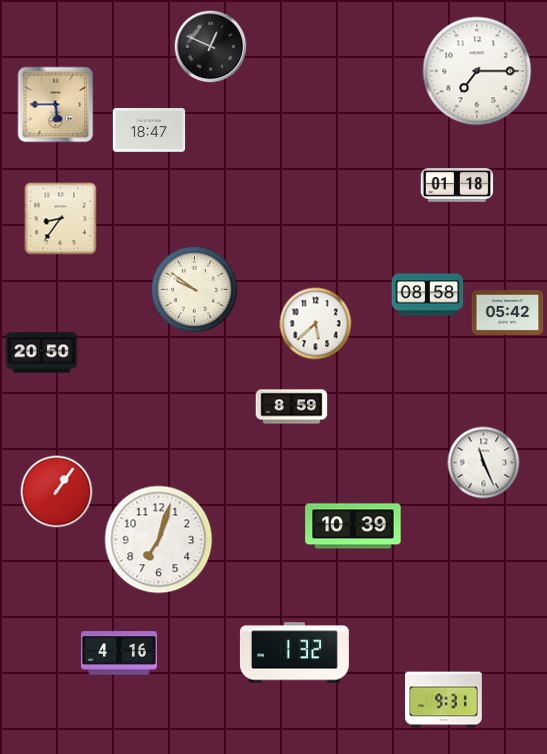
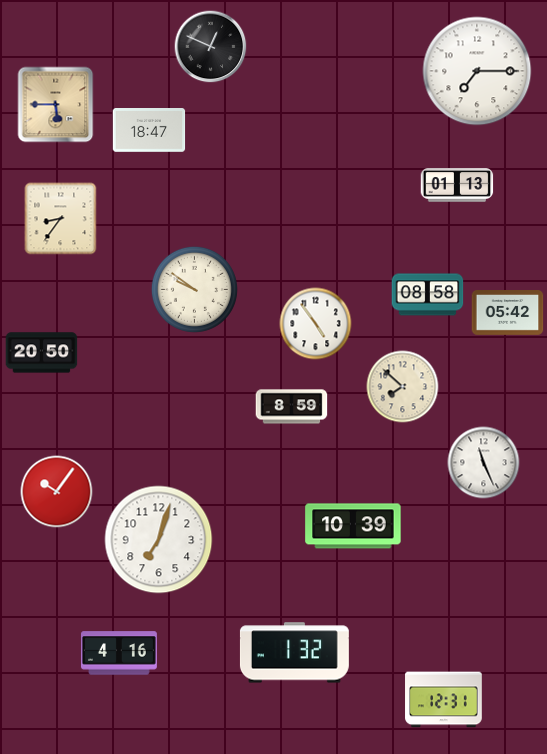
clock at (457, 185): 01:18 -> 01:13
clock at (316, 324): 5:38 -> 4:54
clock at (403, 387): none -> 7:52
clock at (57, 492): 1:06 -> 10:06
clock at (444, 700): 9:31 -> 12:31
